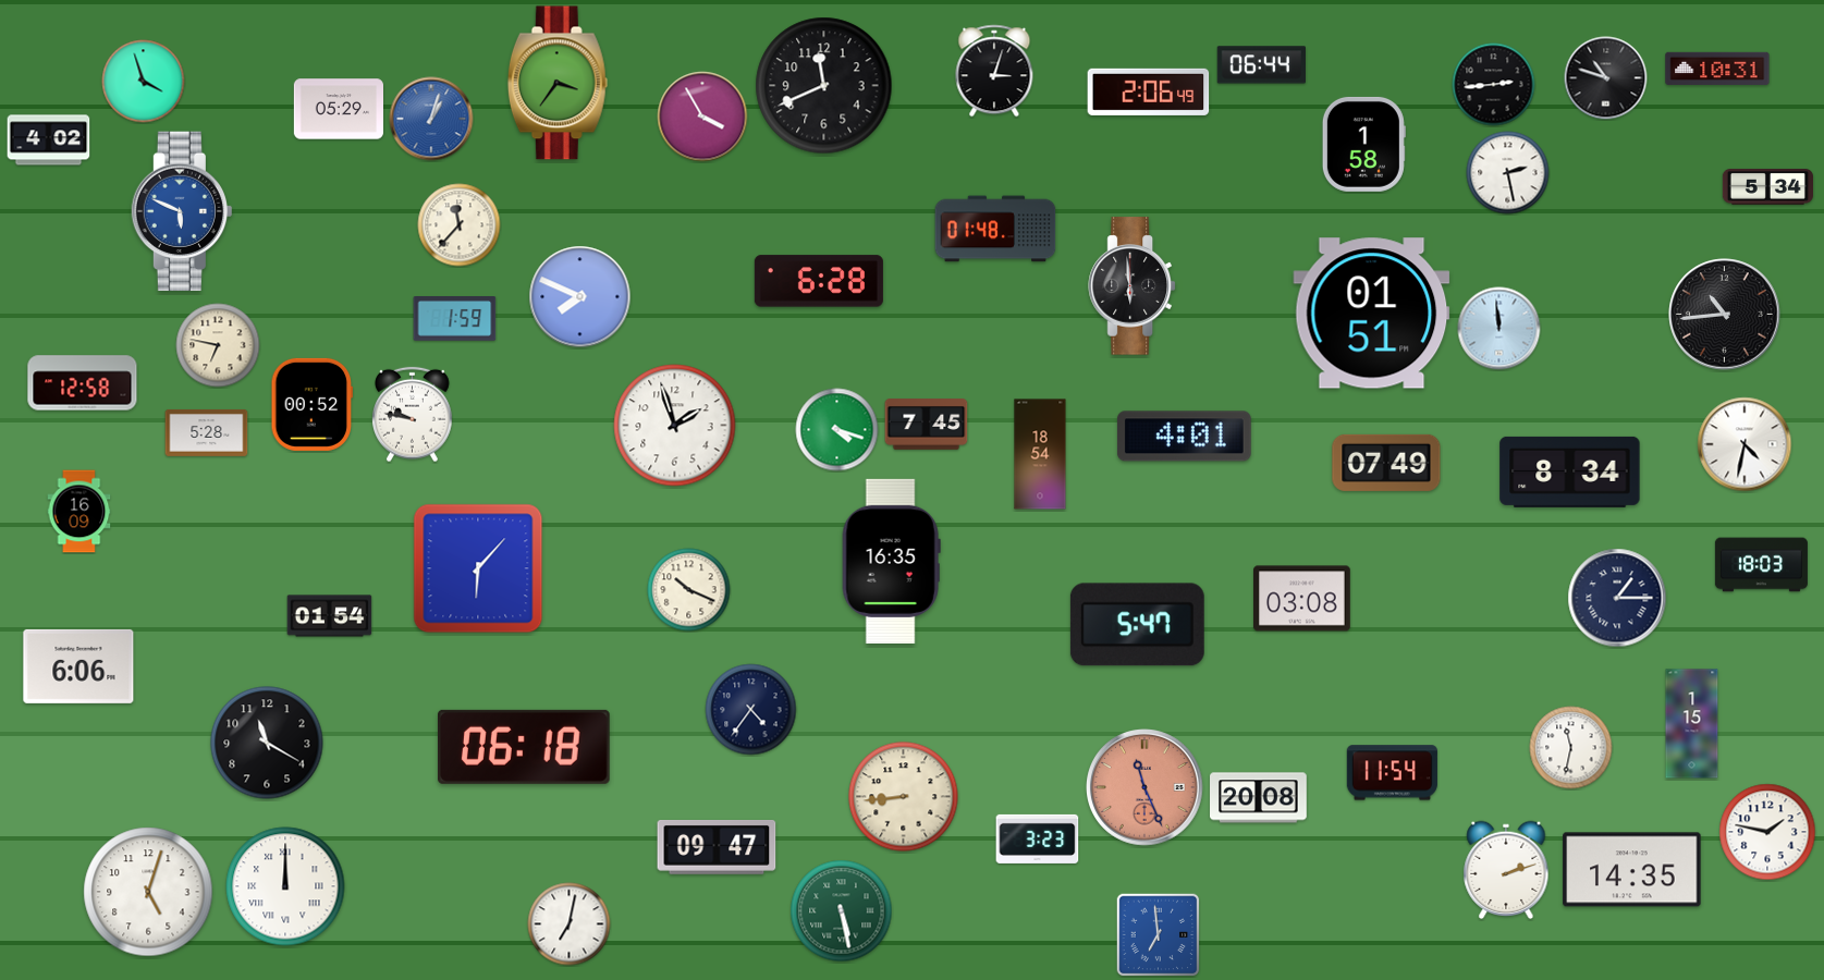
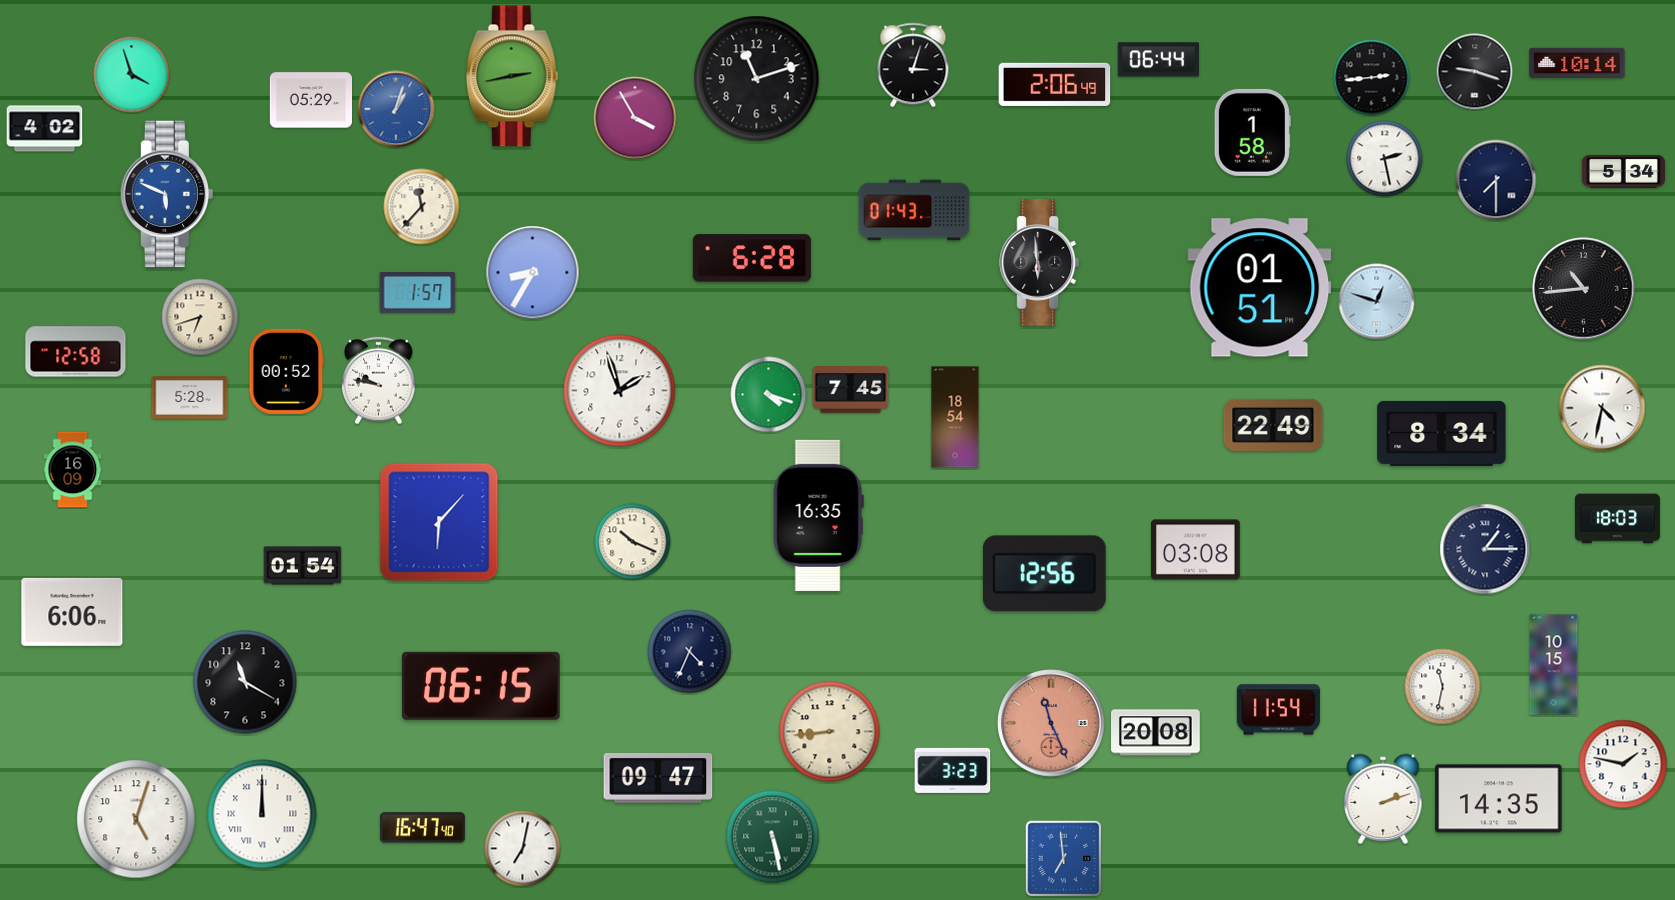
clock at (1717, 68): 10:31 -> 10:14
clock at (1606, 78): 10:48 -> 9:18
clock at (558, 83): 3:36 -> 2:43
clock at (824, 86): 11:41 -> 11:12
clock at (702, 117) position: (702, 117) -> (635, 118)
clock at (1496, 180): none -> 7:30
clock at (995, 229): 01:48 -> 01:43
clock at (580, 297): 7:49 -> 8:35
clock at (455, 319): 1:59 -> 1:57
clock at (1499, 329): 11:59 -> 12:48
clock at (218, 345): 6:47 -> 6:42
clock at (1184, 437): 4:01 -> none
clock at (1386, 463): 07:49 -> 22:49
clock at (1137, 625): 5:47 -> 12:56
clock at (751, 710): 4:36 -> 4:34
clock at (1692, 724): 1:15 -> 10:15
clock at (524, 747): 06:18 -> 06:15
clock at (422, 828): none -> 16:47
